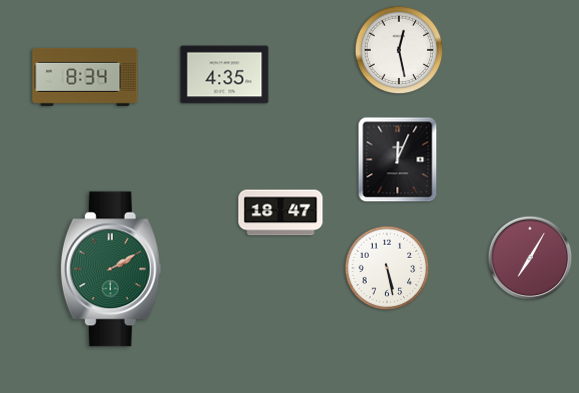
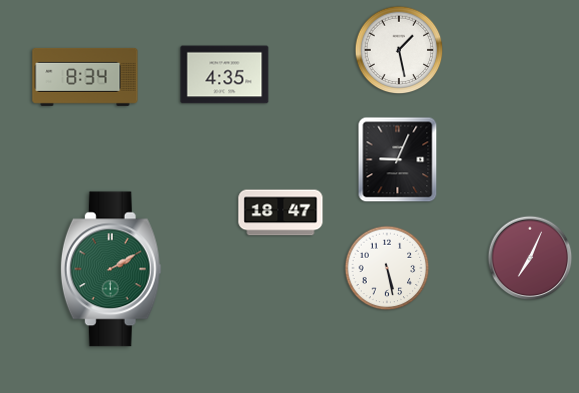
clock at (399, 50): 12:28 -> 1:28
clock at (398, 160): 12:04 -> 9:04
clock at (530, 258): 7:05 -> 7:04
